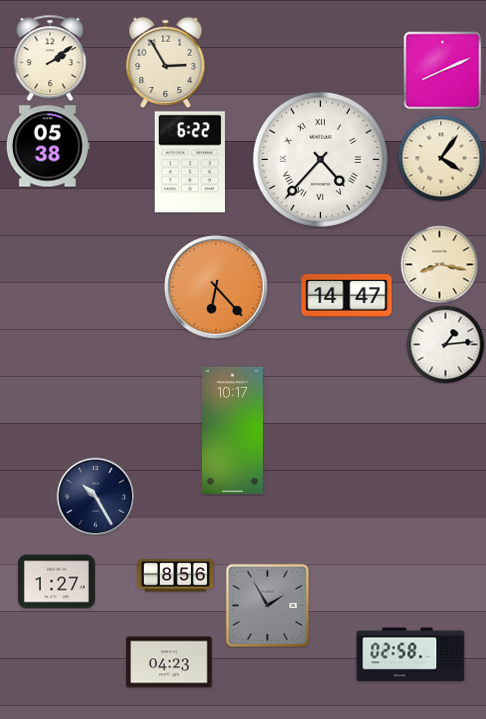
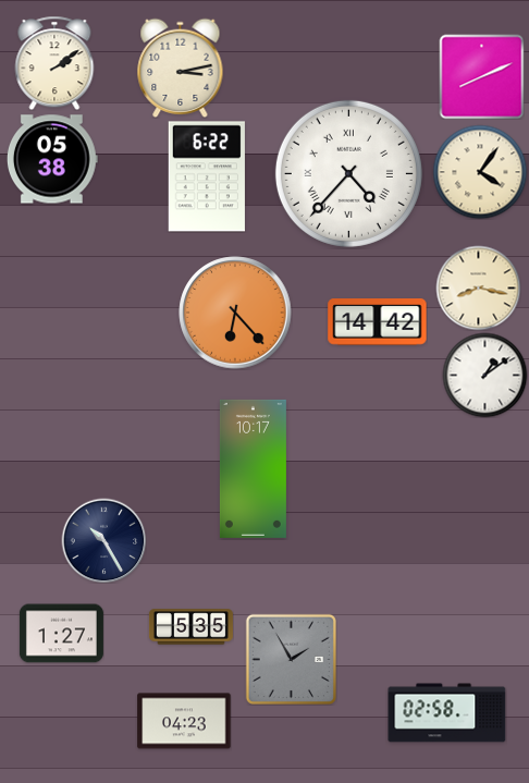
clock at (166, 62): 2:55 -> 3:13
clock at (347, 296): 14:47 -> 14:42
clock at (445, 344): 1:14 -> 1:09
clock at (175, 576): 8:56 -> 5:35
